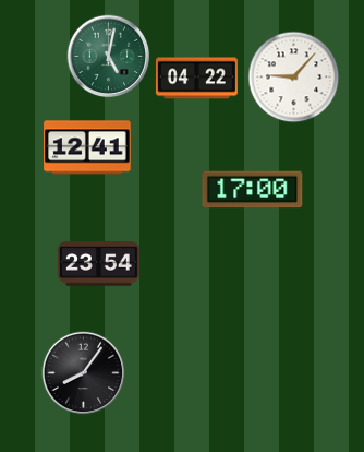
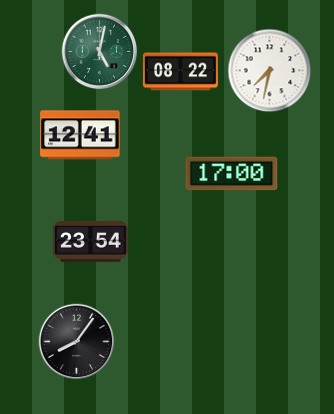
clock at (294, 78): 9:07 -> 7:32
clock at (196, 79): 04:22 -> 08:22
